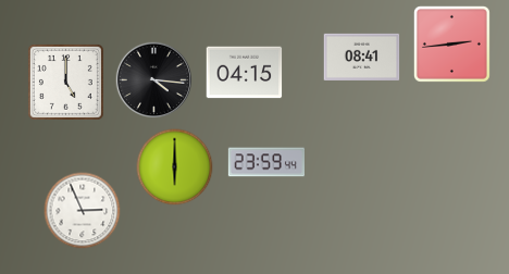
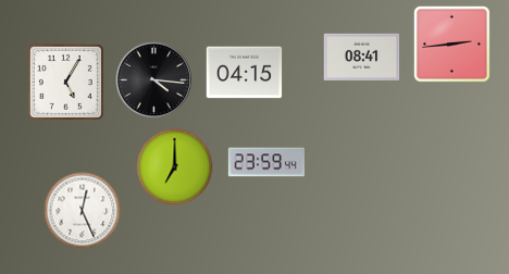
clock at (65, 82): 5:00 -> 5:05
clock at (175, 167): 6:00 -> 7:00
clock at (83, 211): 2:56 -> 12:26
